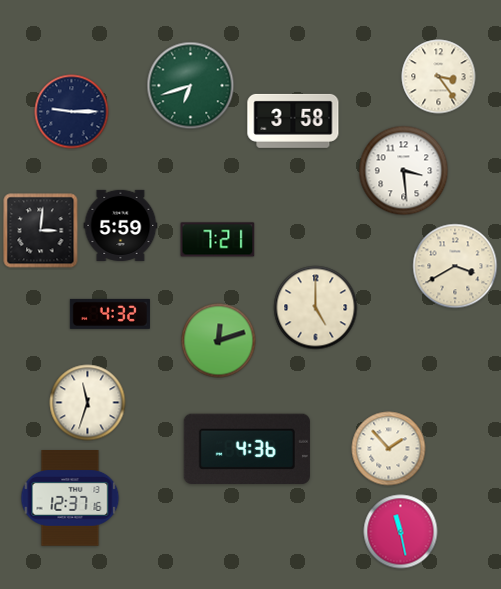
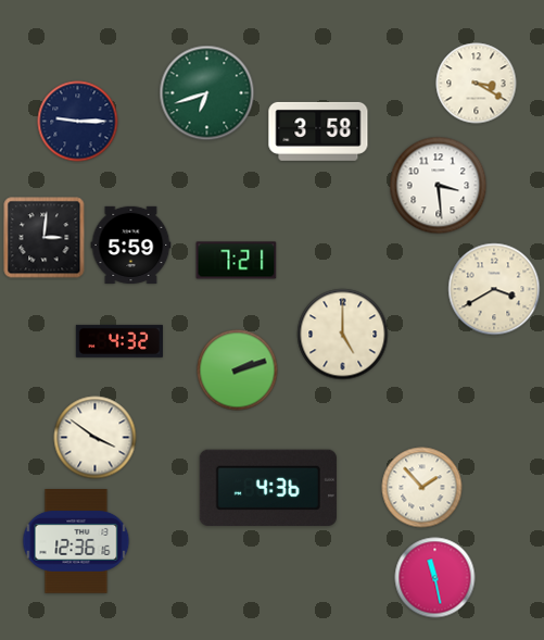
clock at (439, 77): 3:24 -> 3:20
clock at (41, 231) position: (41, 231) -> (45, 238)
clock at (219, 341): 12:12 -> 2:12
clock at (88, 403): 11:33 -> 3:51
clock at (70, 498): 12:37 -> 12:36
